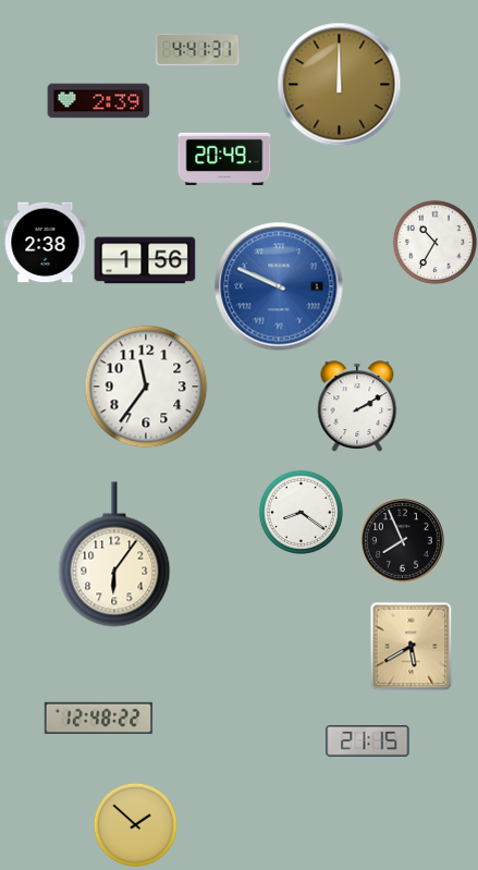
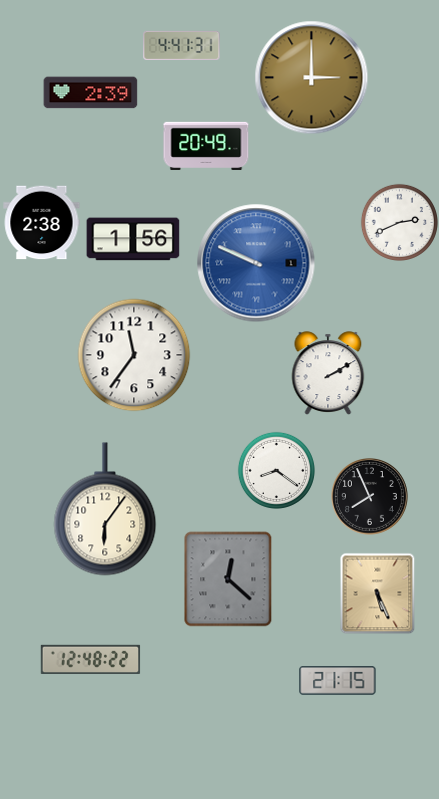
clock at (340, 85): 12:00 -> 3:00
clock at (434, 242): 10:35 -> 2:41
clock at (228, 579): none -> 12:22
clock at (412, 646): 5:40 -> 5:26
clock at (135, 824): 1:52 -> none
